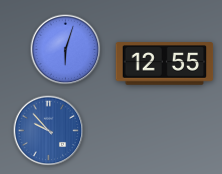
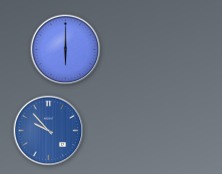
clock at (66, 50): 6:03 -> 6:00
clock at (165, 64): 12:55 -> none
